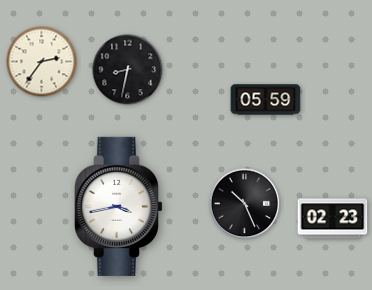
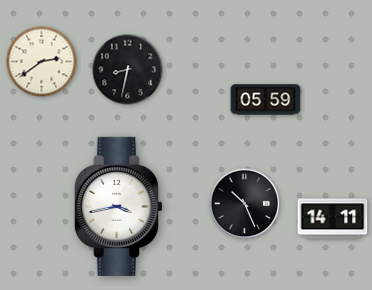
clock at (42, 62): 2:36 -> 2:39
clock at (333, 219): 02:23 -> 14:11
